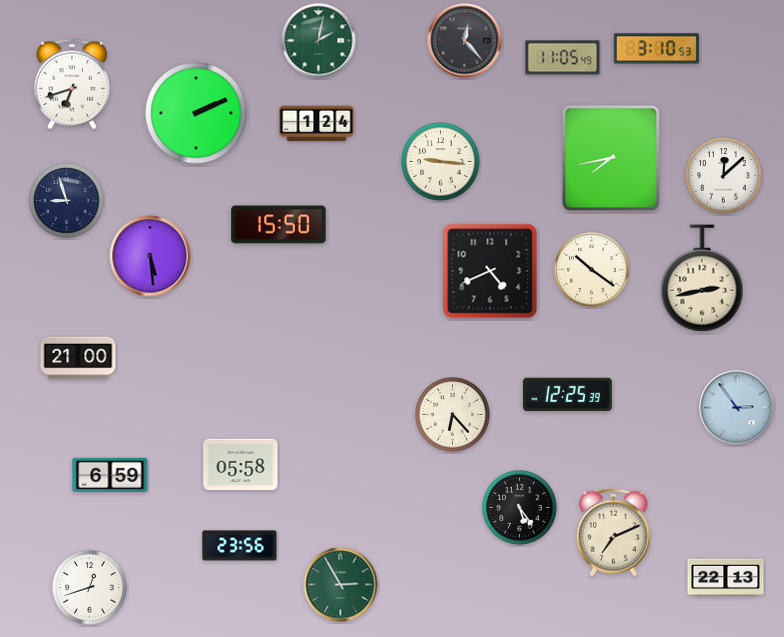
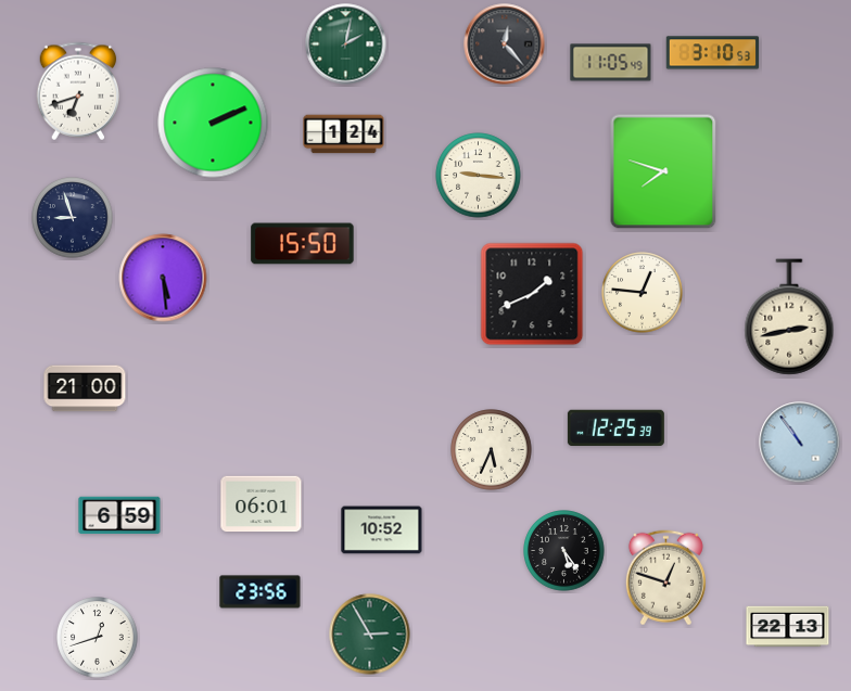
clock at (611, 158): 7:43 -> 7:48
clock at (724, 176): 12:08 -> none
clock at (592, 270): 10:21 -> 12:46
clock at (490, 271): 4:41 -> 1:41
clock at (702, 278) position: (702, 278) -> (789, 317)
clock at (737, 408): 2:54 -> 10:54
clock at (453, 415): 6:23 -> 5:34
clock at (241, 465): 05:58 -> 06:01
clock at (382, 530): none -> 10:52
clock at (613, 533): 7:11 -> 12:48
